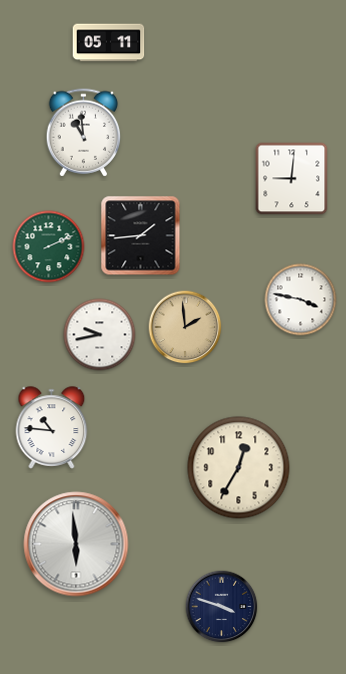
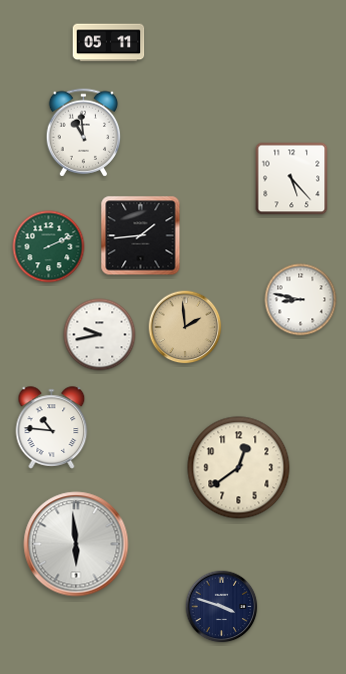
clock at (292, 179): 9:01 -> 5:23
clock at (301, 300): 3:47 -> 8:47
clock at (239, 468): 12:35 -> 12:39
